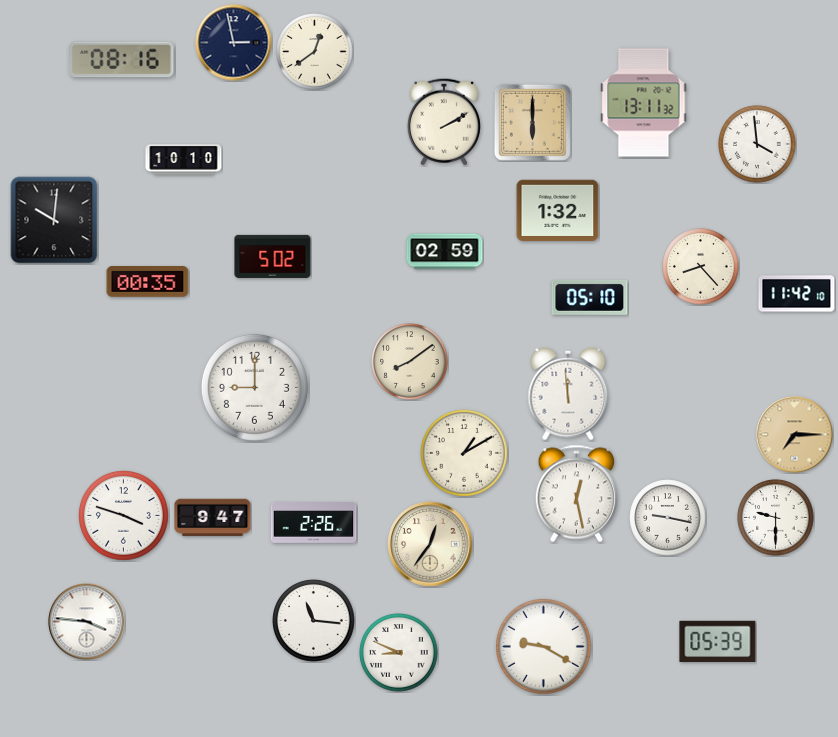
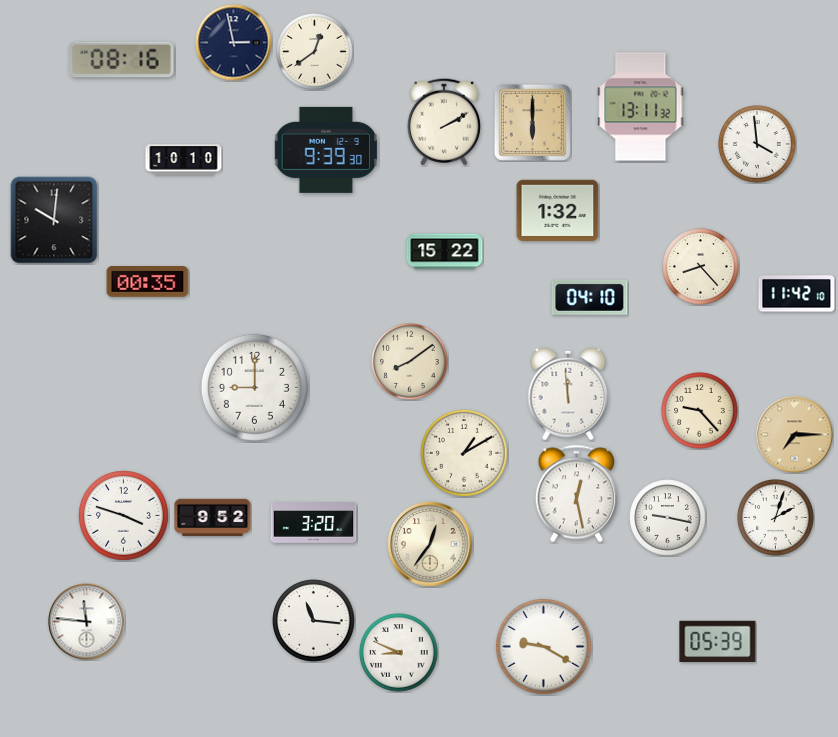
clock at (644, 103) position: (644, 103) -> (641, 107)
clock at (325, 150): none -> 9:39
clock at (445, 252): 02:59 -> 15:22
clock at (273, 256): 5:02 -> none
clock at (590, 297): 05:10 -> 04:10
clock at (700, 411): none -> 9:23
clock at (213, 518): 9:47 -> 9:52
clock at (776, 518): 9:30 -> 2:03
clock at (314, 523): 2:26 -> 3:20
clock at (87, 622): 3:46 -> 11:46
